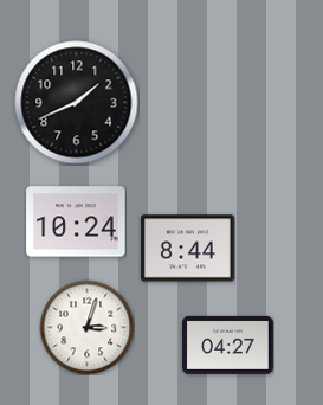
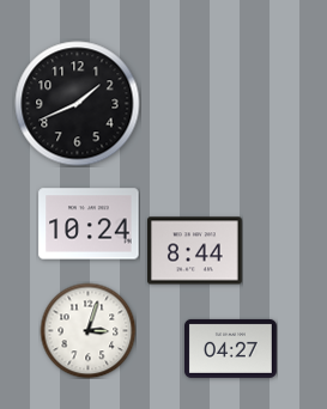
clock at (76, 221) position: (76, 221) -> (89, 224)
clock at (188, 249) position: (188, 249) -> (195, 251)
